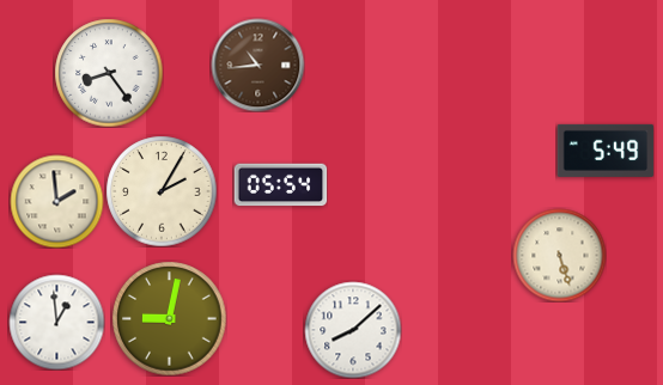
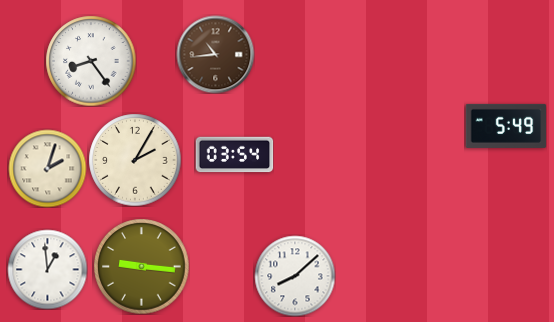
clock at (280, 185): 05:54 -> 03:54
clock at (56, 201): 1:59 -> 2:03
clock at (559, 255): 5:27 -> none
clock at (169, 318): 9:02 -> 9:16
